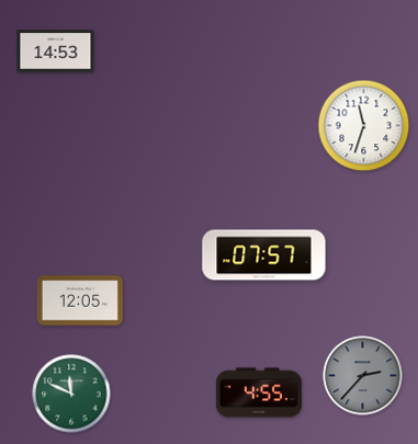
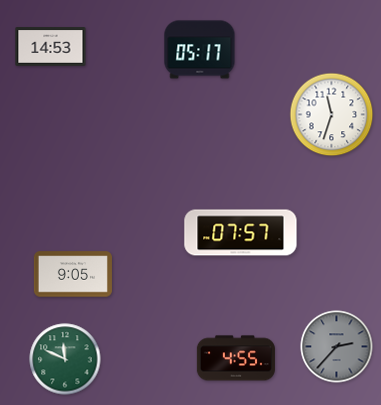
clock at (200, 50): none -> 05:17
clock at (80, 300): 12:05 -> 9:05
clock at (363, 376) position: (363, 376) -> (337, 347)
